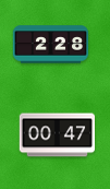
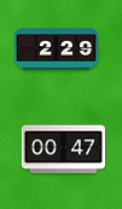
clock at (51, 45): 2:28 -> 2:29
